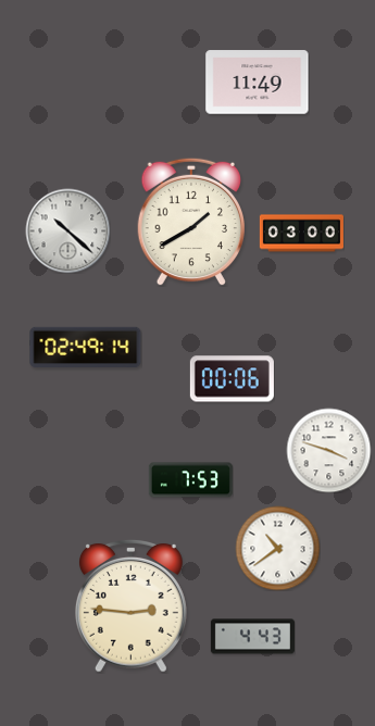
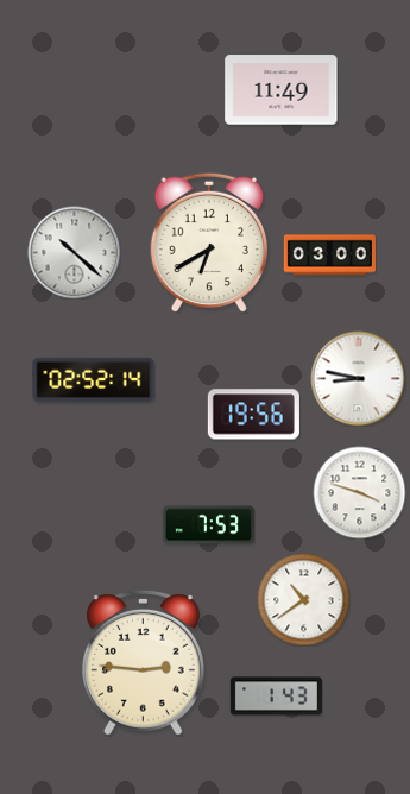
clock at (190, 222): 1:40 -> 6:40
clock at (358, 378): none -> 8:47
clock at (86, 347): 02:49 -> 02:52
clock at (232, 379): 00:06 -> 19:56
clock at (252, 637): 4:43 -> 1:43
